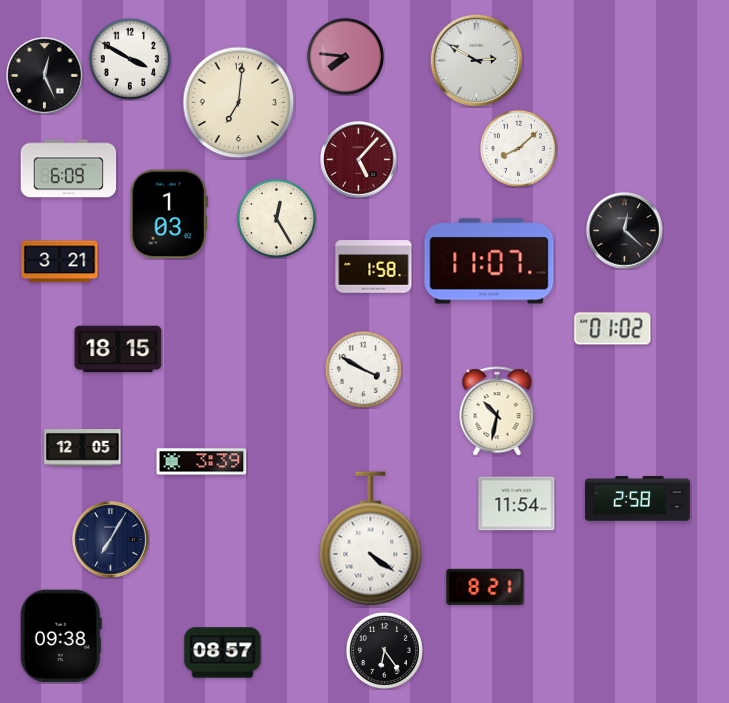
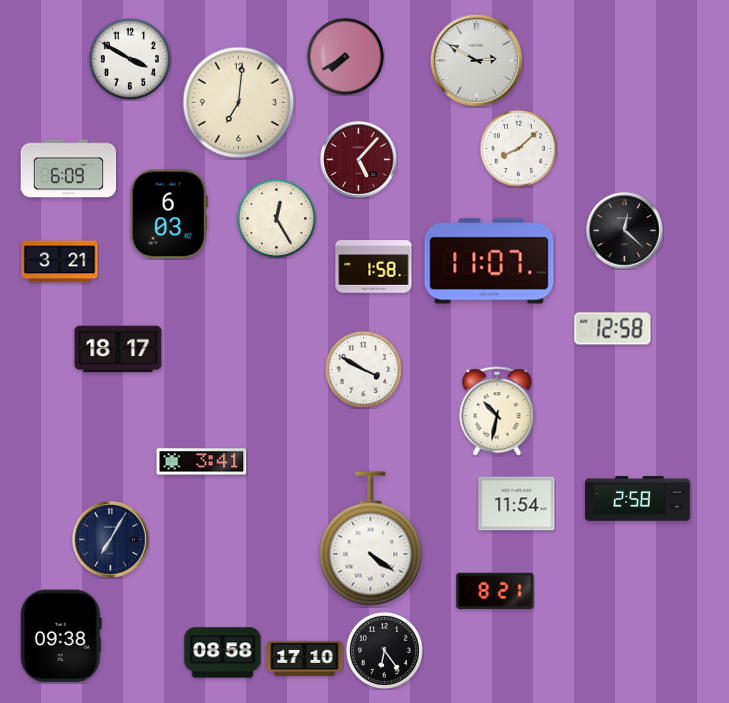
clock at (345, 56): 7:46 -> 7:40
clock at (45, 76): 12:26 -> none
clock at (169, 214): 1:03 -> 6:03
clock at (613, 329): 01:02 -> 12:58
clock at (118, 349): 18:15 -> 18:17
clock at (83, 448): 12:05 -> none
clock at (202, 462): 3:39 -> 3:41
clock at (485, 587) position: (485, 587) -> (495, 591)
clock at (223, 653): 08:57 -> 08:58
clock at (305, 658): none -> 17:10
